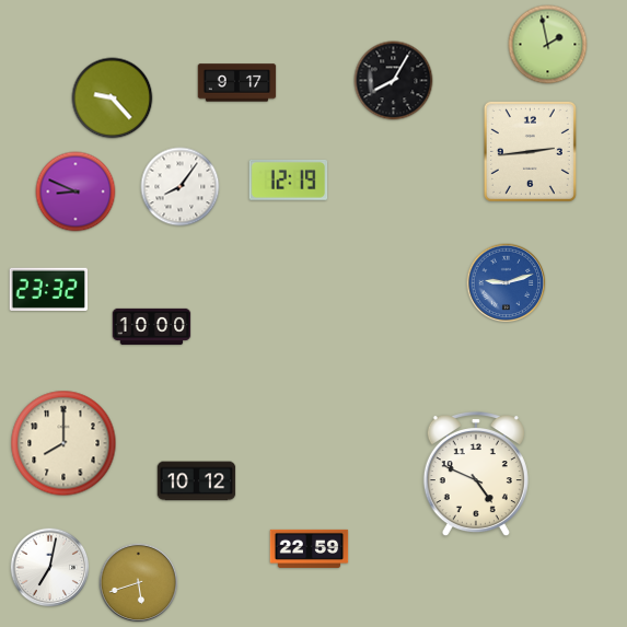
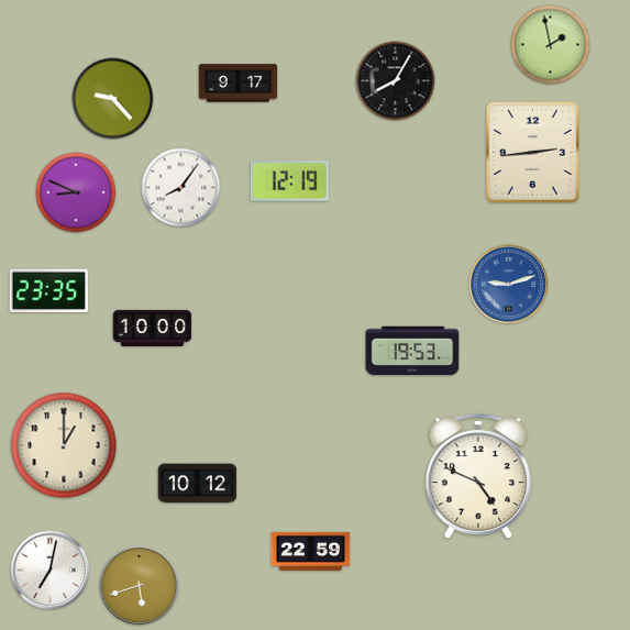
clock at (49, 289): 23:32 -> 23:35
clock at (412, 351): none -> 19:53
clock at (63, 443): 8:00 -> 1:00
